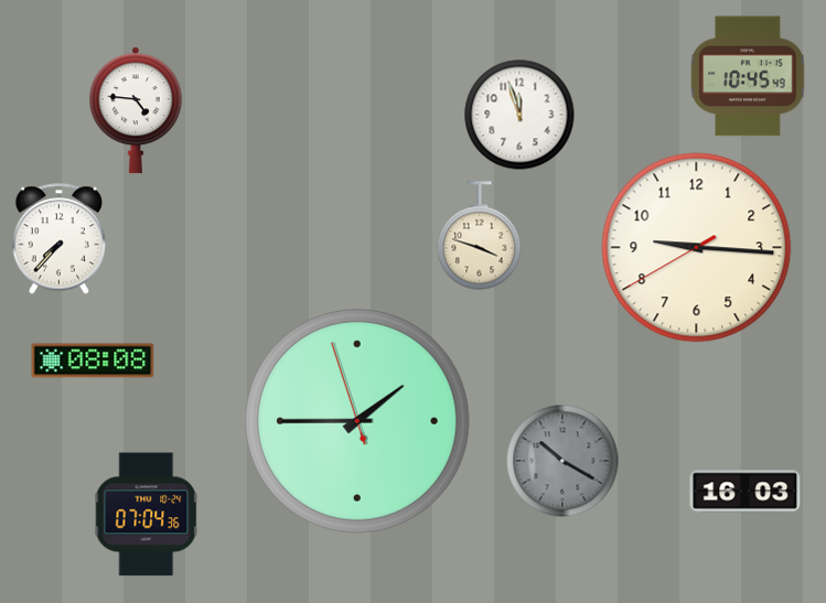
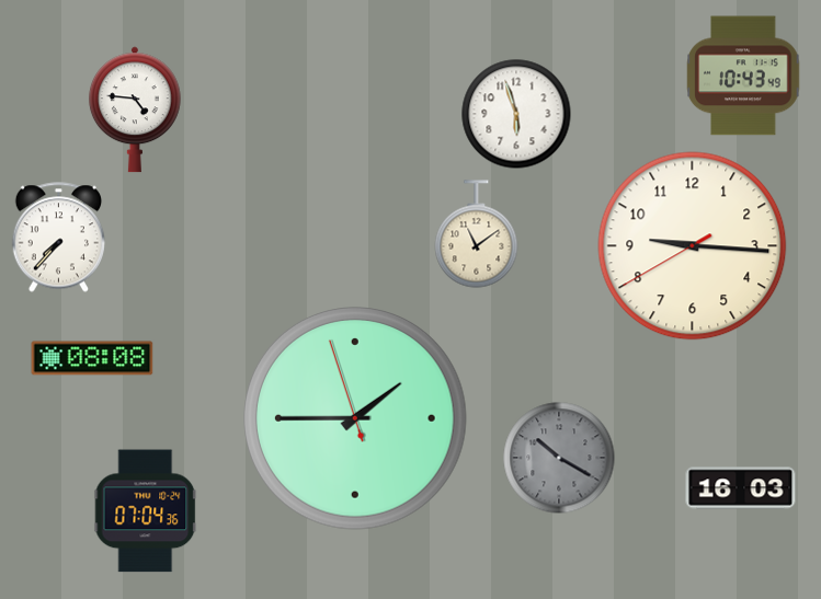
clock at (748, 76): 10:45 -> 10:43
clock at (519, 115): 11:57 -> 5:57
clock at (480, 236): 3:48 -> 11:09
